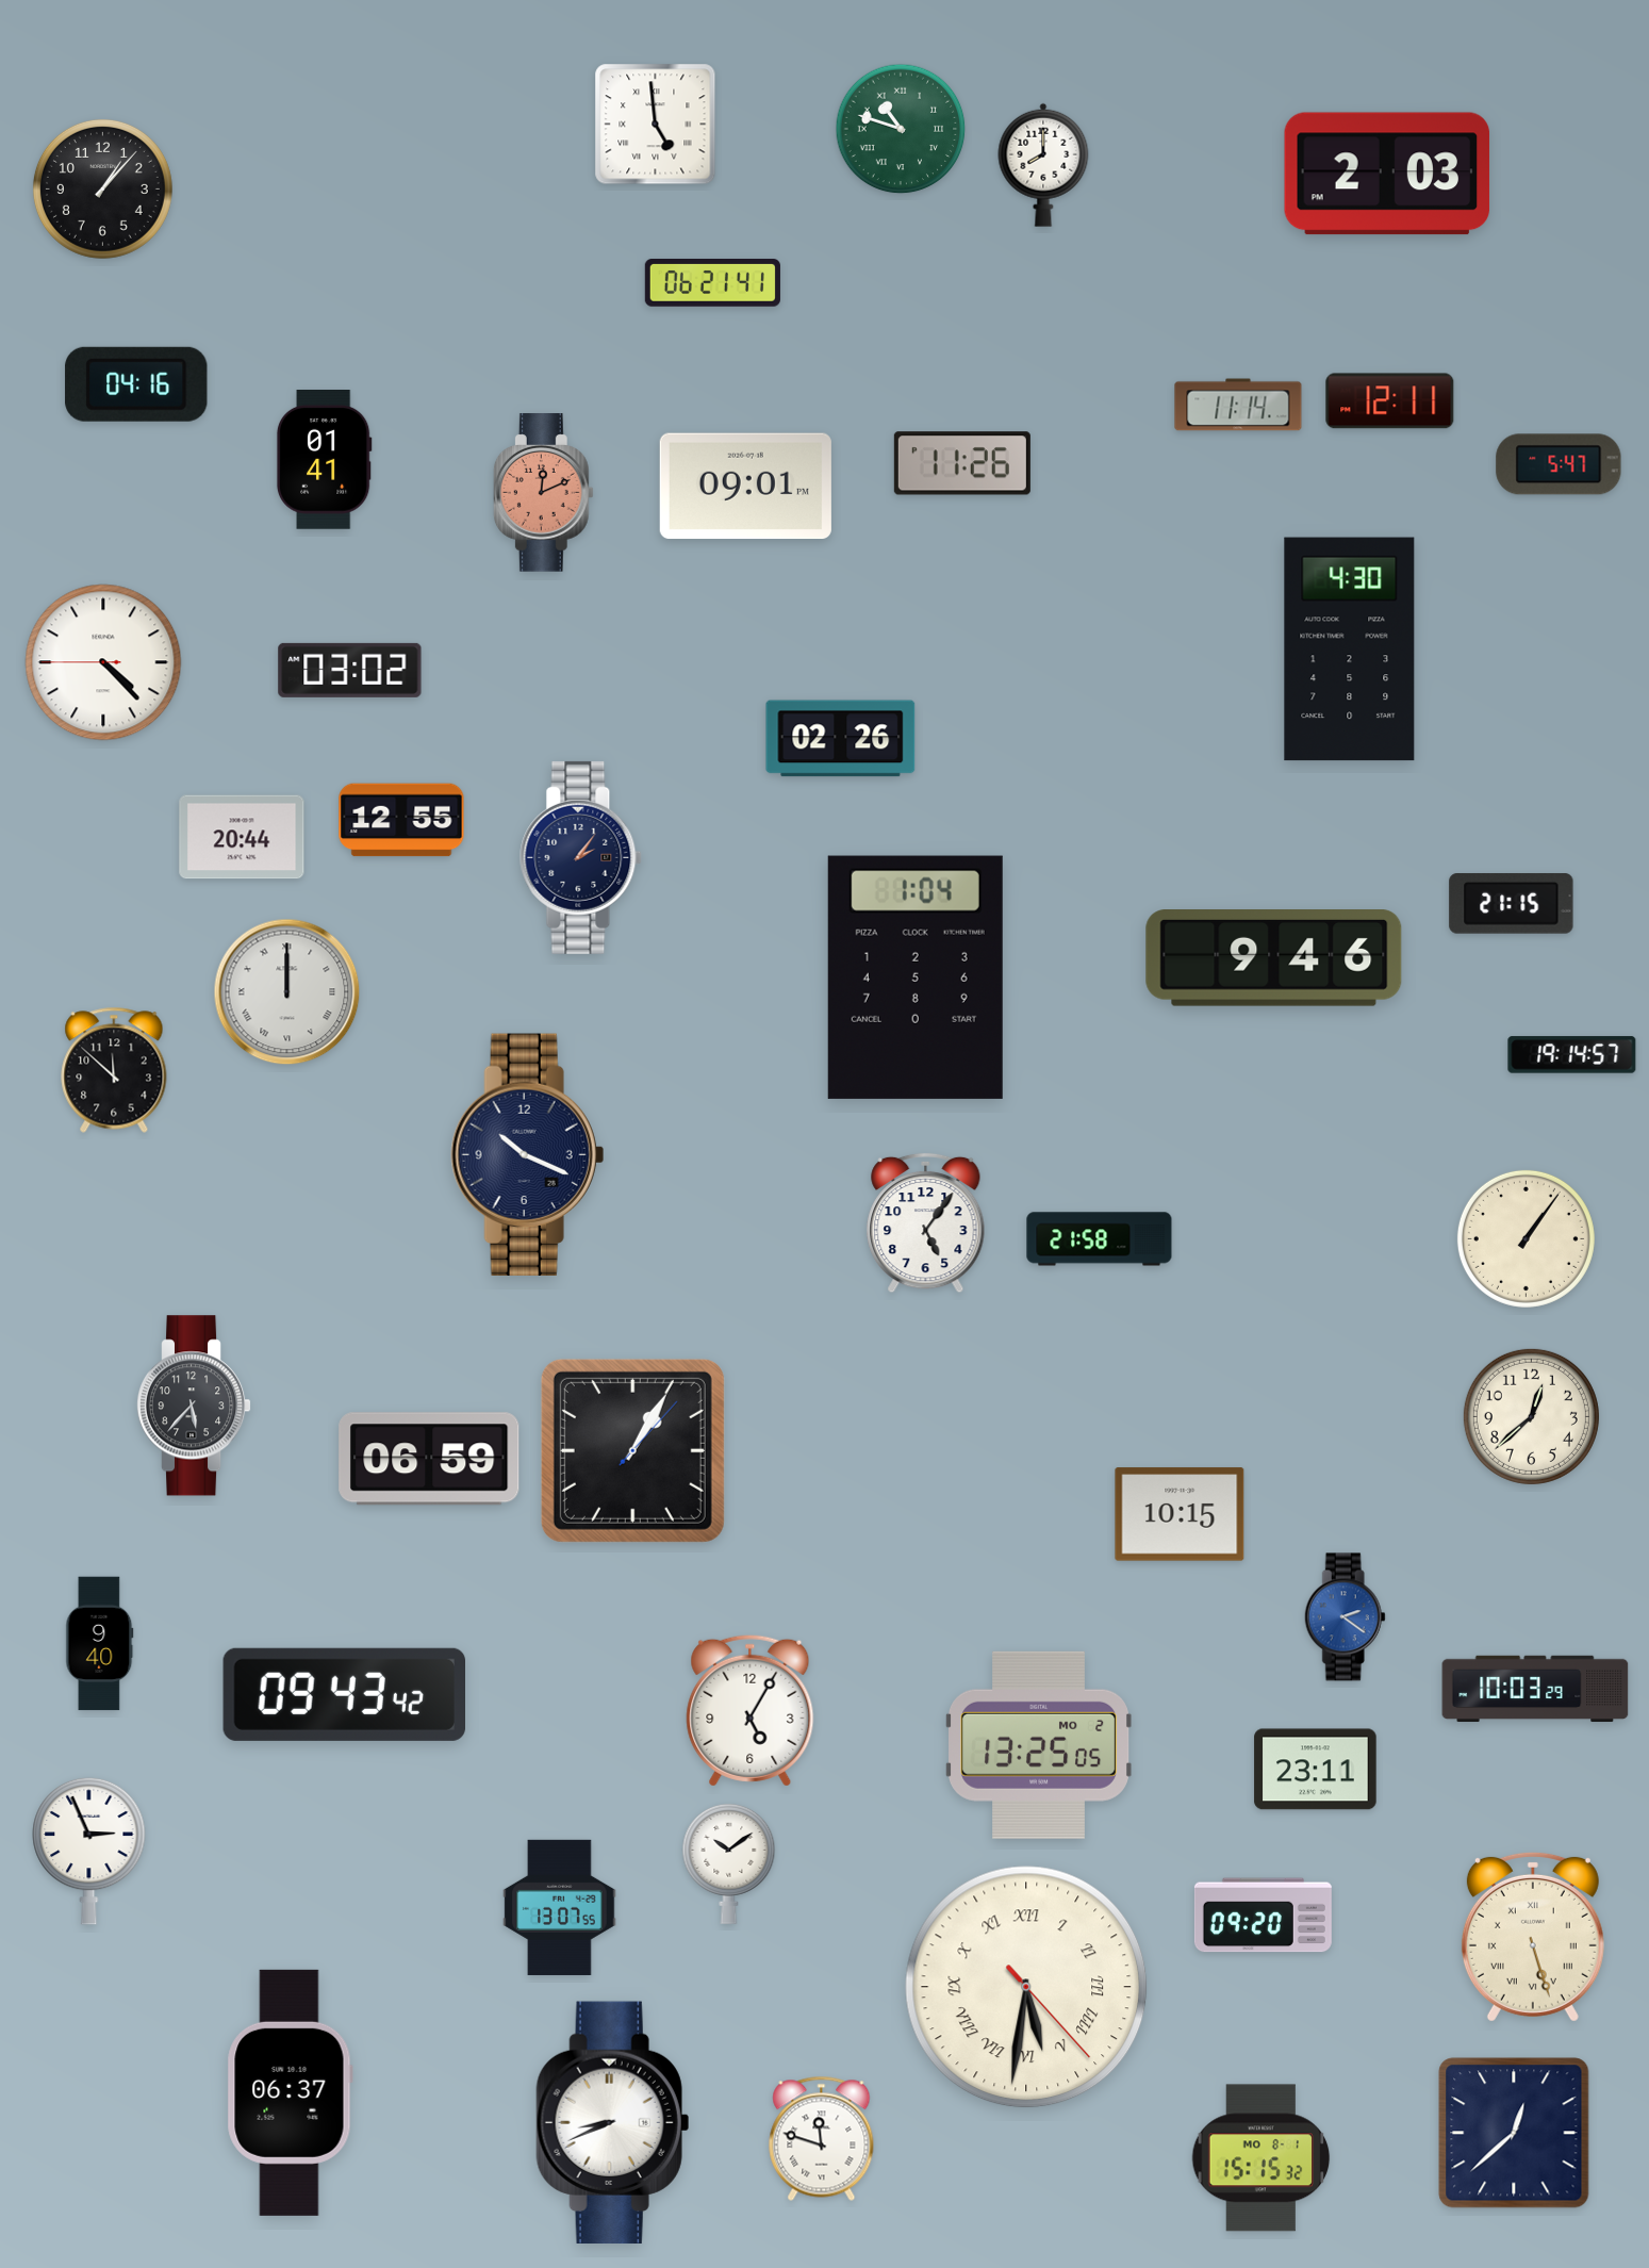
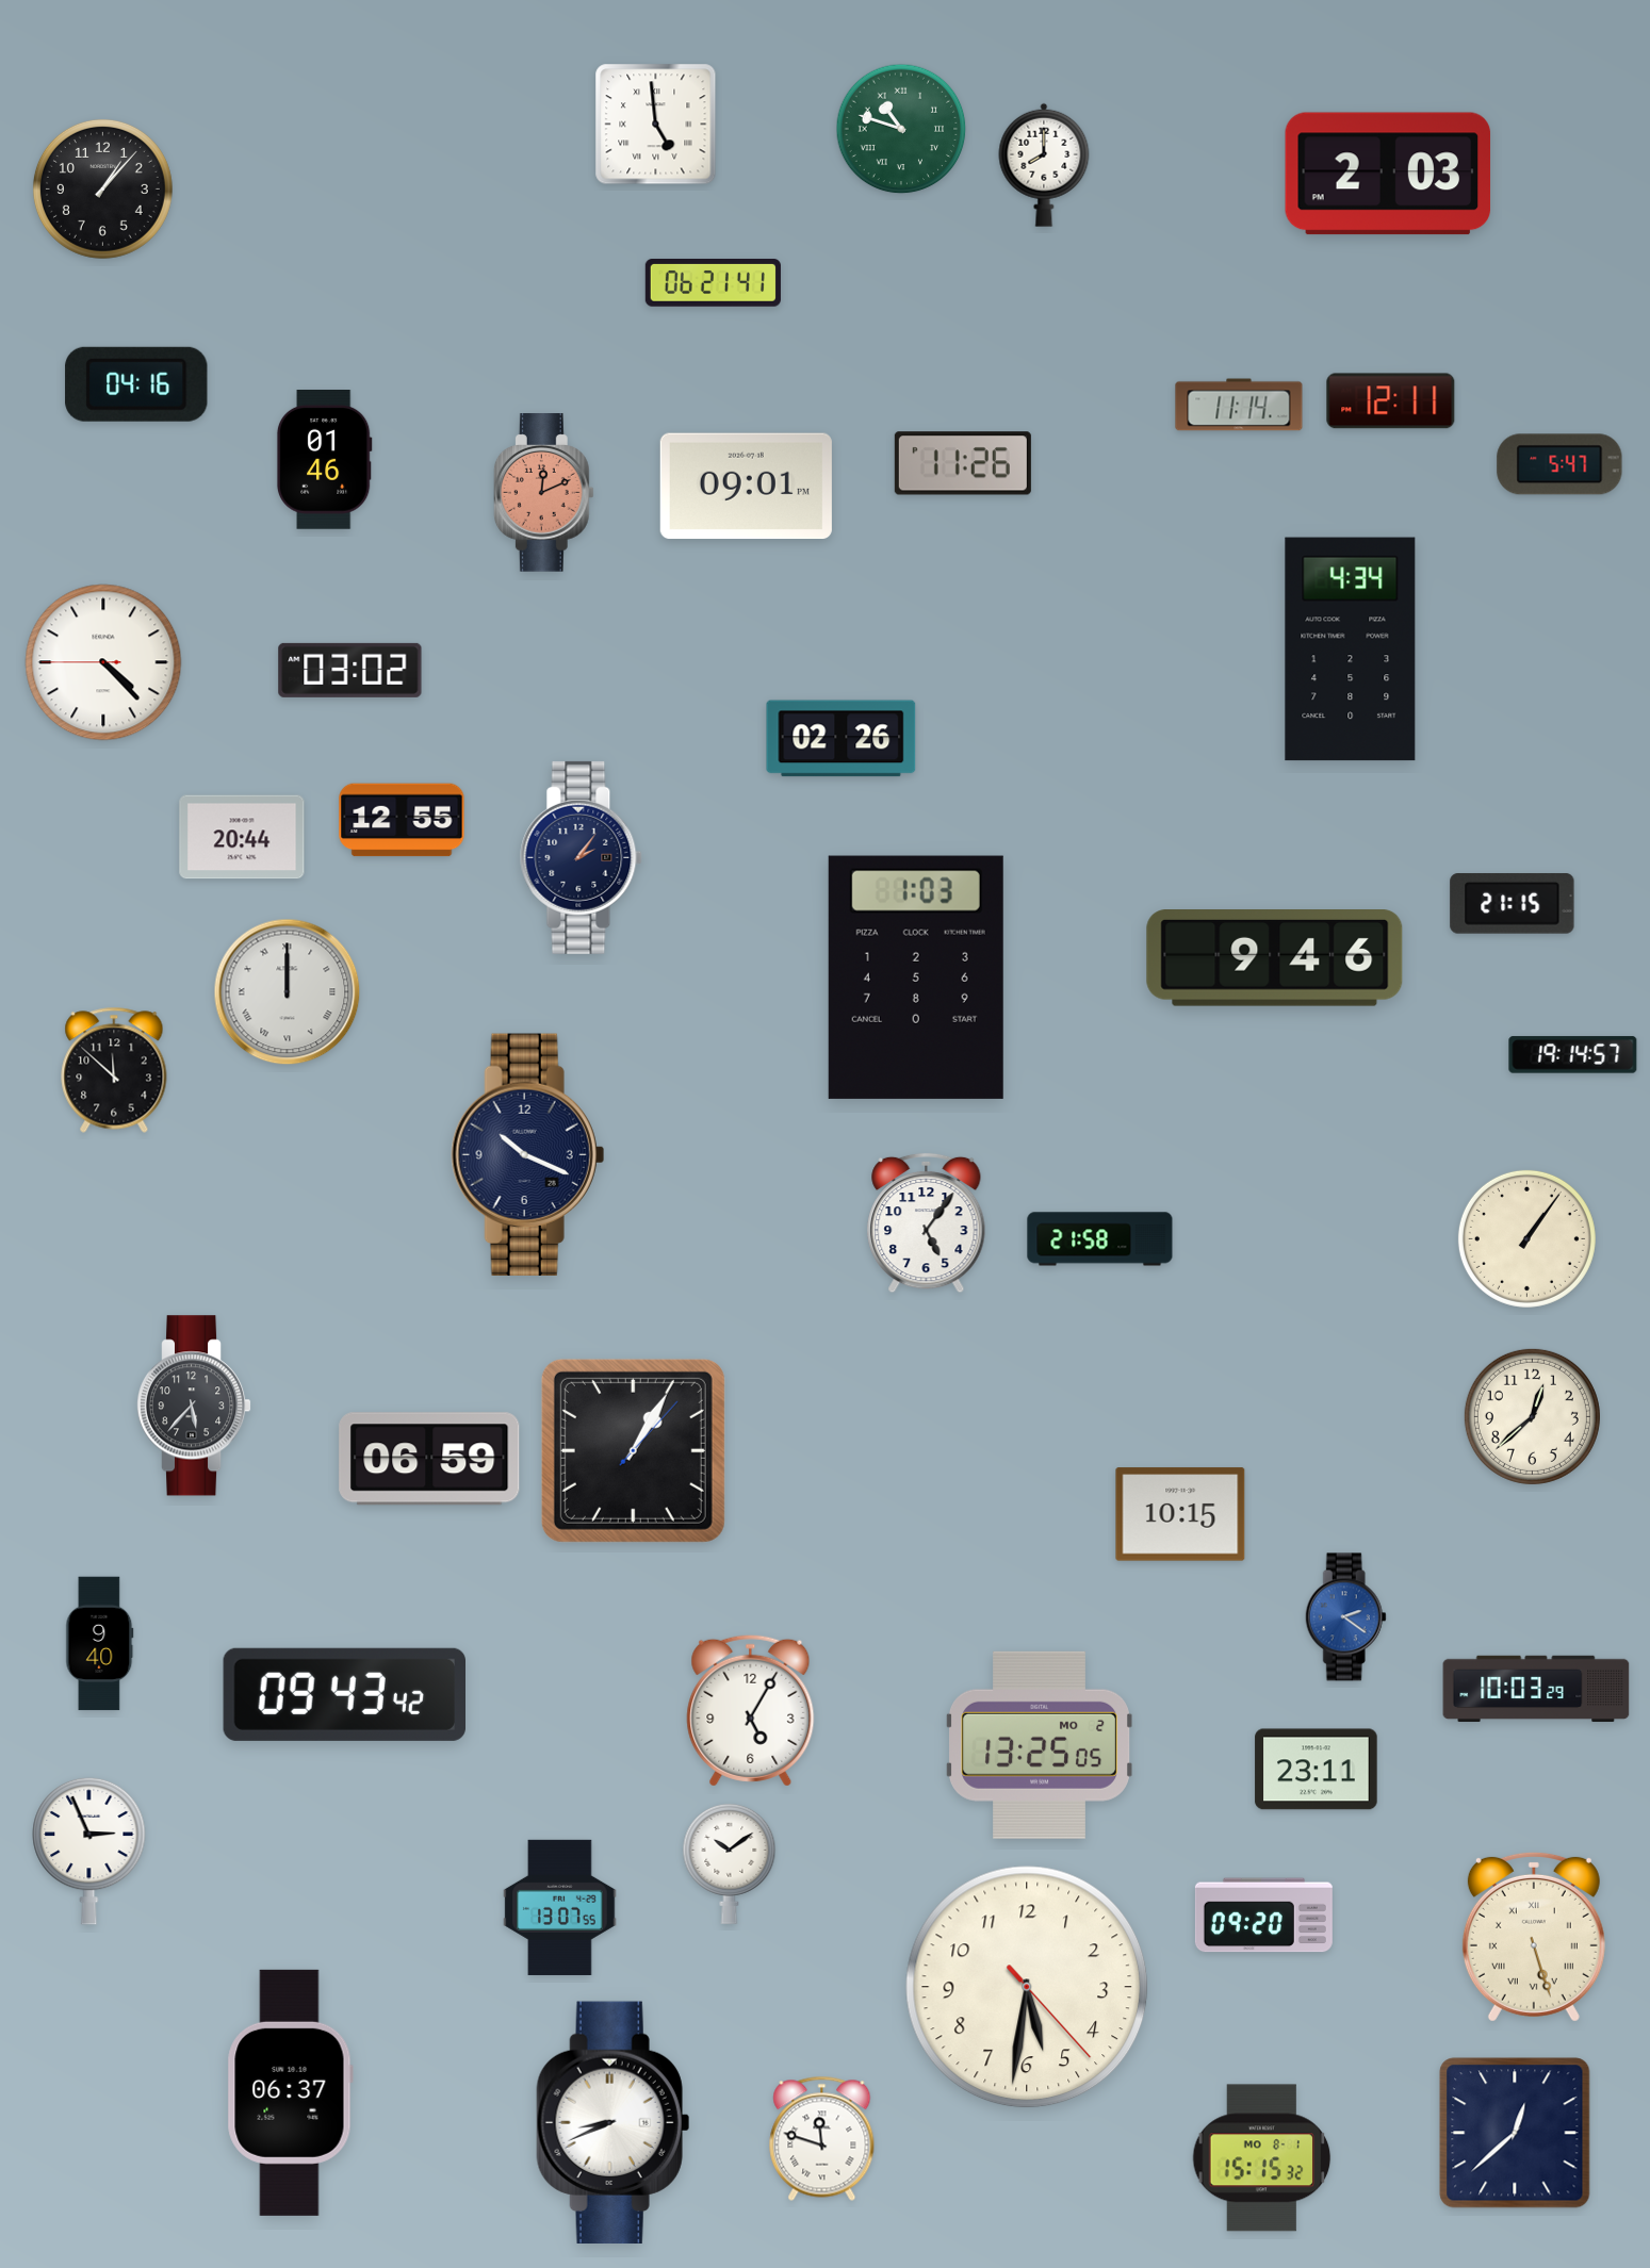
clock at (324, 460): 01:41 -> 01:46
clock at (1350, 650): 4:30 -> 4:34
clock at (916, 977): 1:04 -> 1:03
clock at (1026, 1987) numerals: Roman -> Arabic
